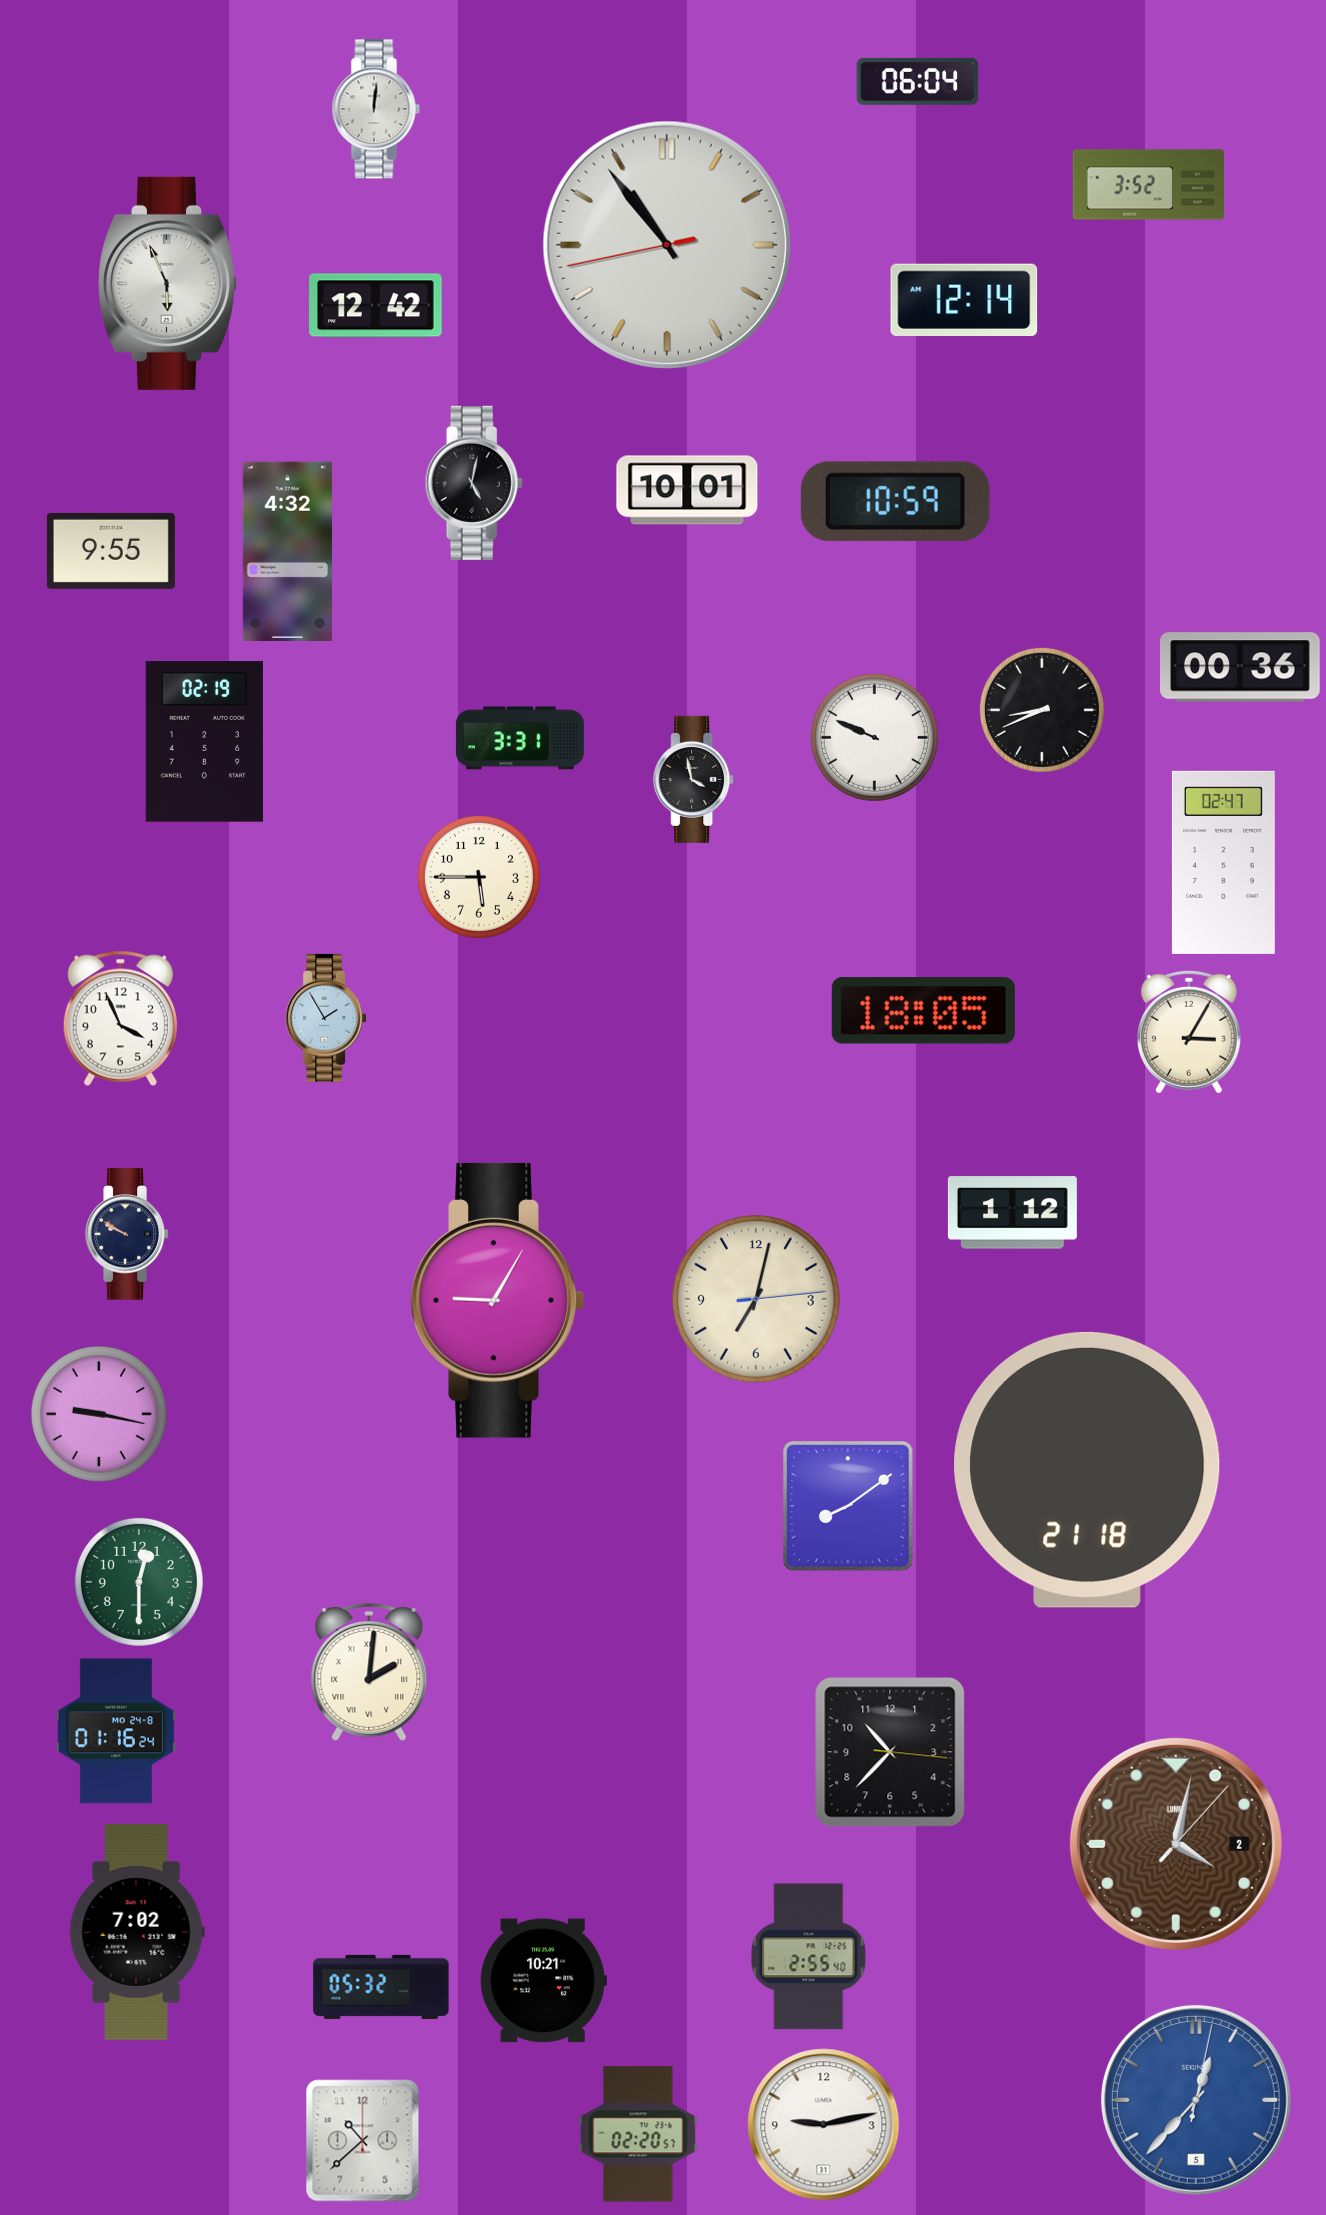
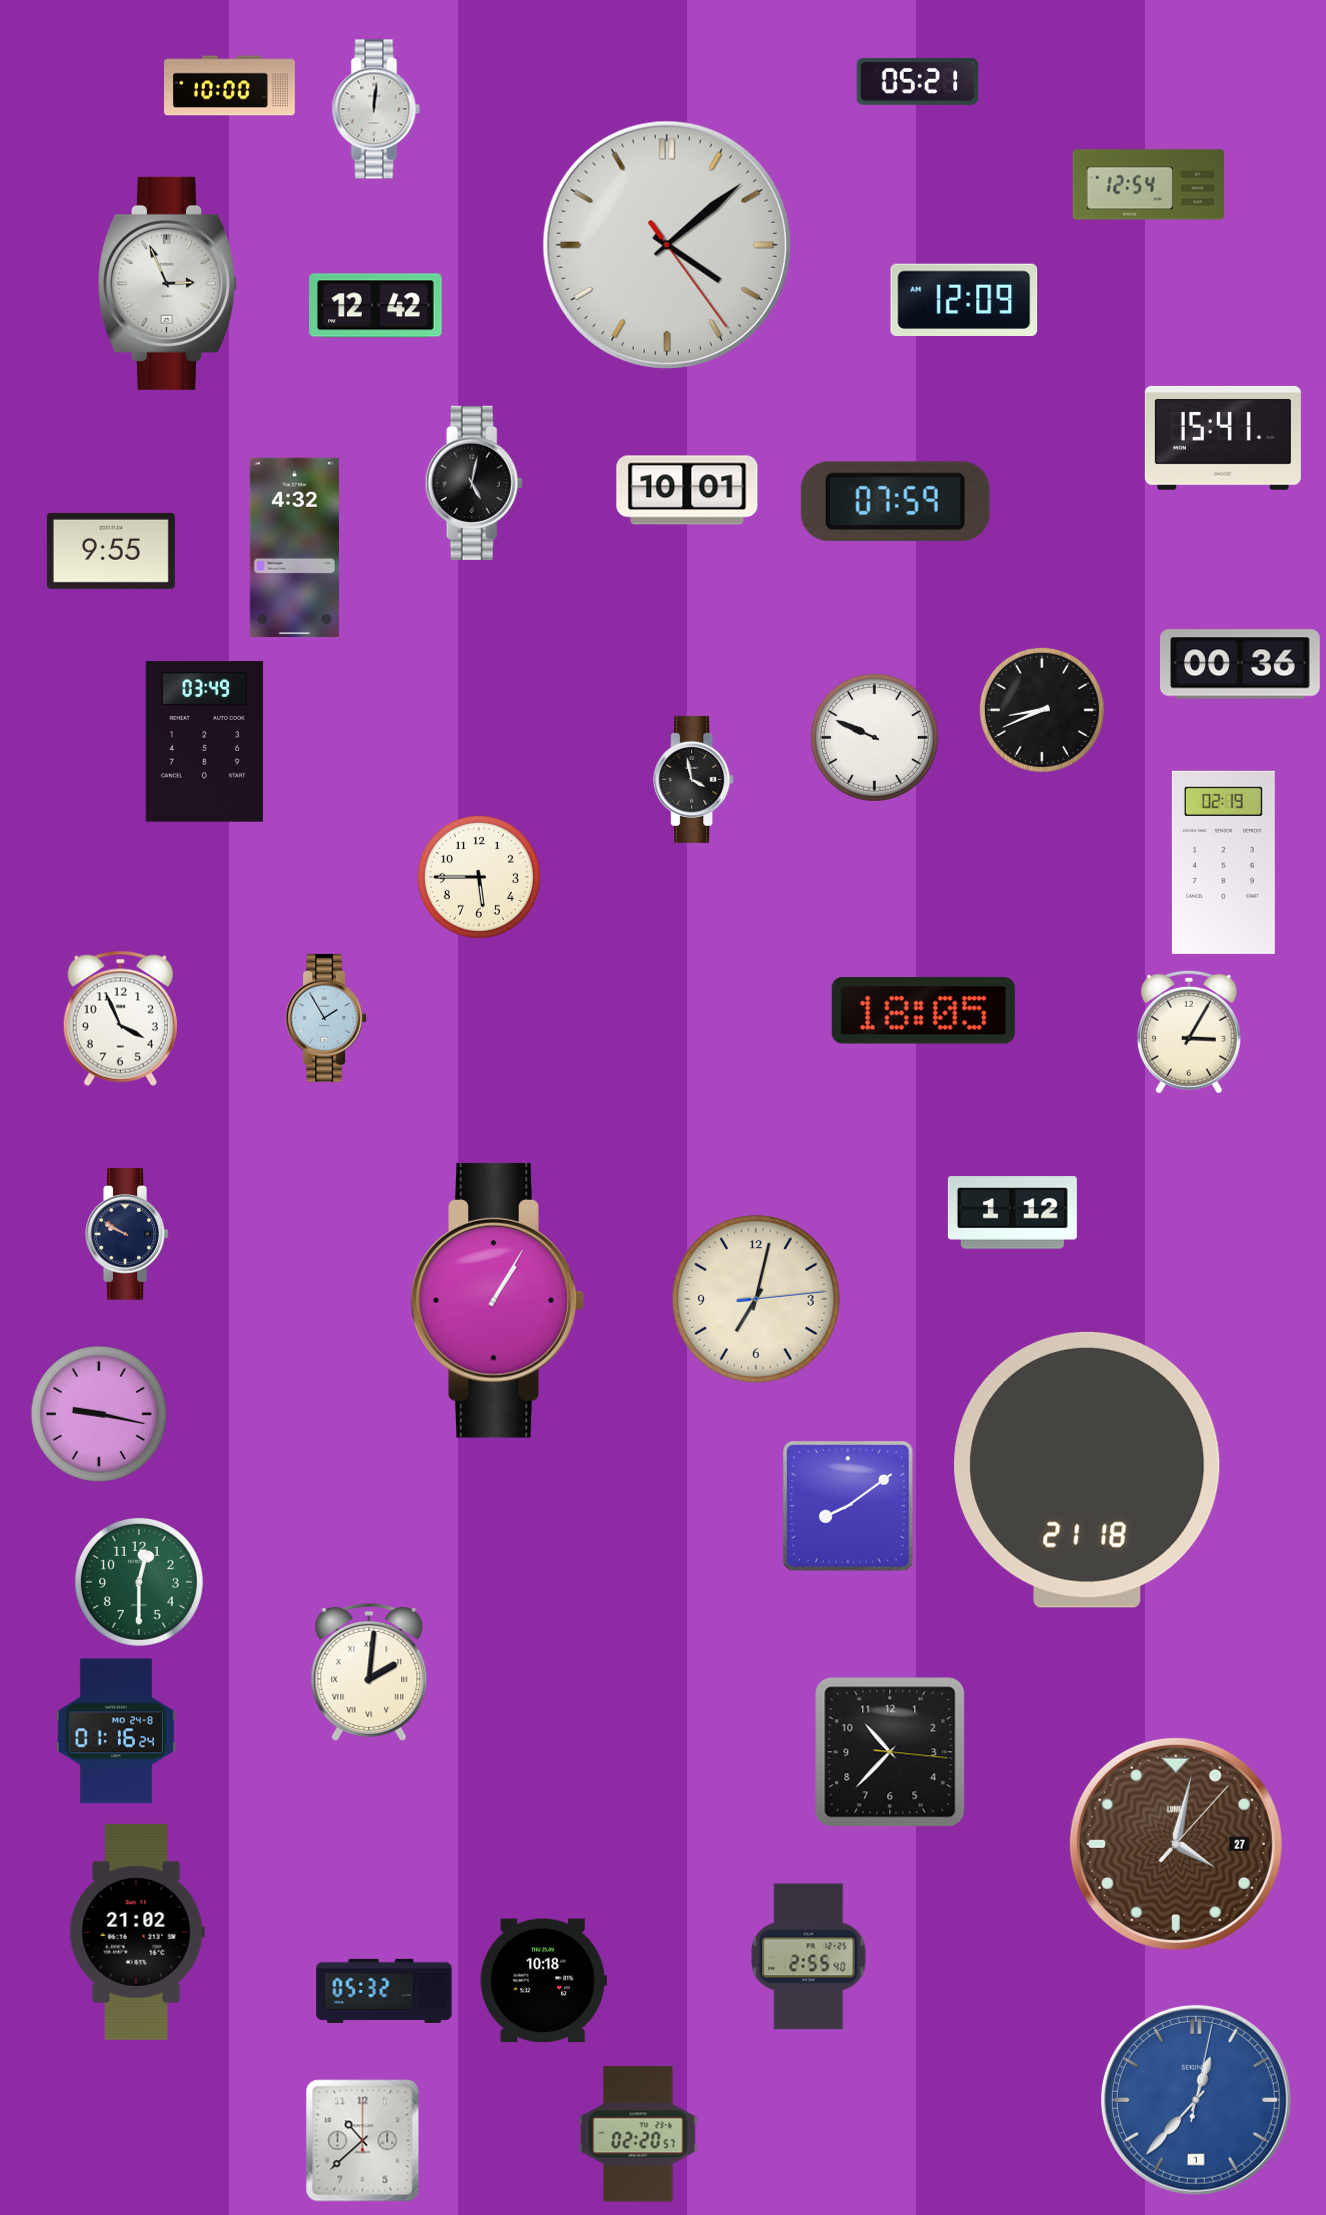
clock at (918, 82): 06:04 -> 05:21
clock at (230, 86): none -> 10:00
clock at (1149, 185): 3:52 -> 12:54
clock at (667, 245): 10:53 -> 4:08
clock at (167, 283): 5:56 -> 2:56
clock at (964, 300): 12:14 -> 12:09
clock at (1223, 438): none -> 15:41
clock at (895, 501): 10:59 -> 07:59
clock at (287, 552) position: (287, 552) -> (294, 548)
clock at (1241, 667) position: (1241, 667) -> (1241, 664)
clock at (520, 738): 3:31 -> none
clock at (204, 742): 02:19 -> 03:49
clock at (1223, 862): 02:47 -> 02:19
clock at (497, 1300): 9:05 -> 1:05
clock at (1176, 1844) date: 2 -> 27
clock at (137, 1932): 7:02 -> 21:02
clock at (543, 1981): 10:21 -> 10:18
clock at (381, 1987) position: (381, 1987) -> (384, 1991)
clock at (1196, 2100) date: 5 -> 1
clock at (824, 2125): 9:13 -> none
